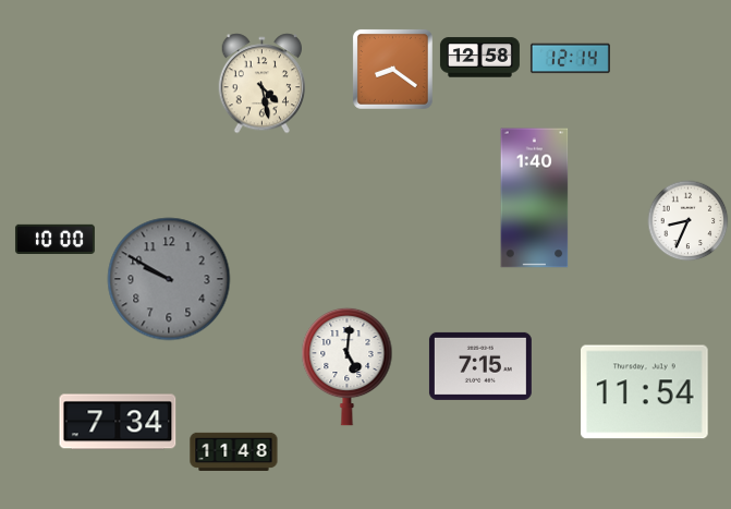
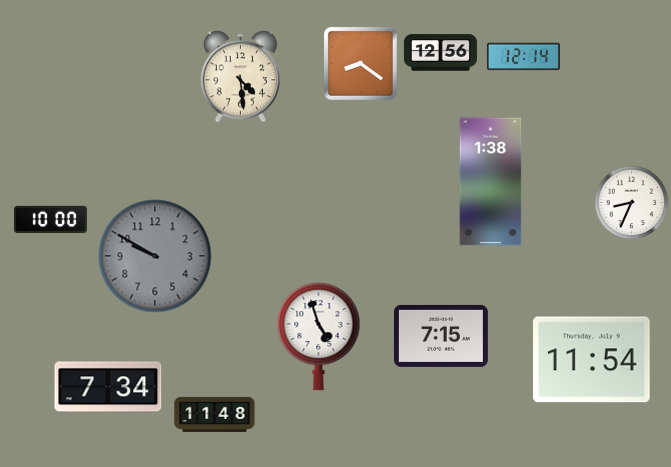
clock at (479, 58): 12:58 -> 12:56
clock at (570, 59) position: (570, 59) -> (523, 57)
clock at (263, 84): 4:28 -> 4:29
clock at (535, 198): 1:40 -> 1:38
clock at (348, 366): 5:01 -> 4:57
